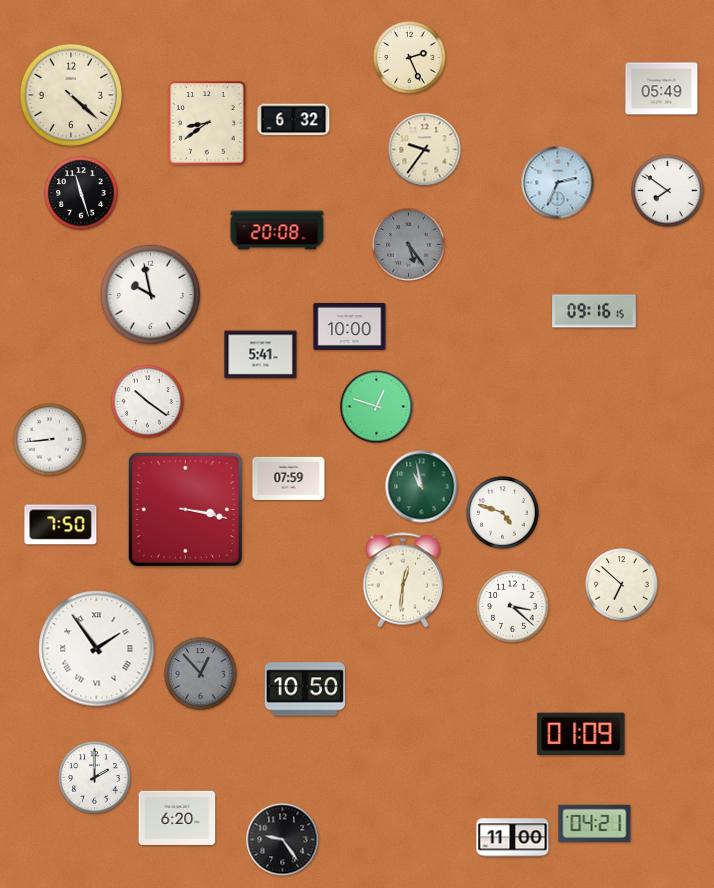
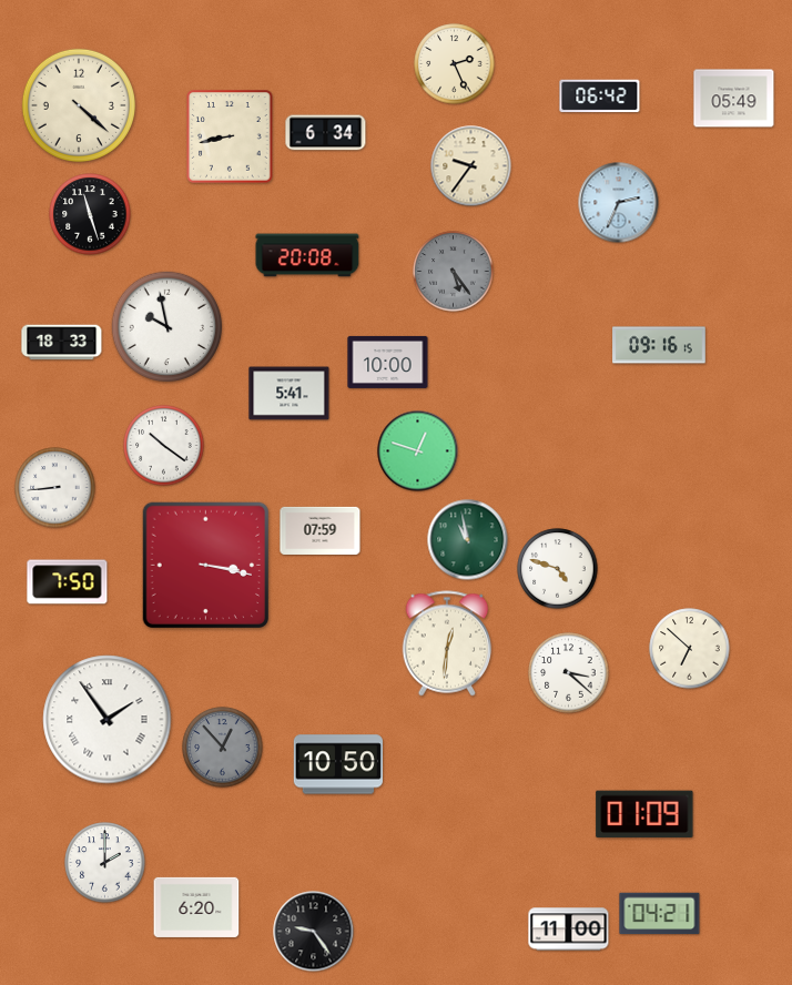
clock at (600, 97): none -> 06:42
clock at (294, 120): 6:32 -> 6:34
clock at (207, 123): 8:39 -> 8:43
clock at (668, 191): 7:51 -> none
clock at (62, 343): none -> 18:33
